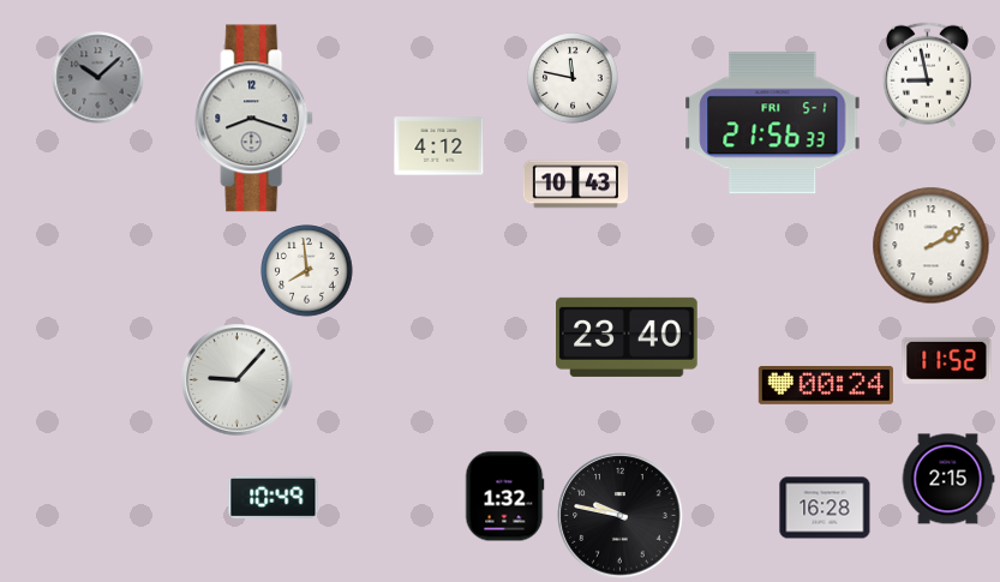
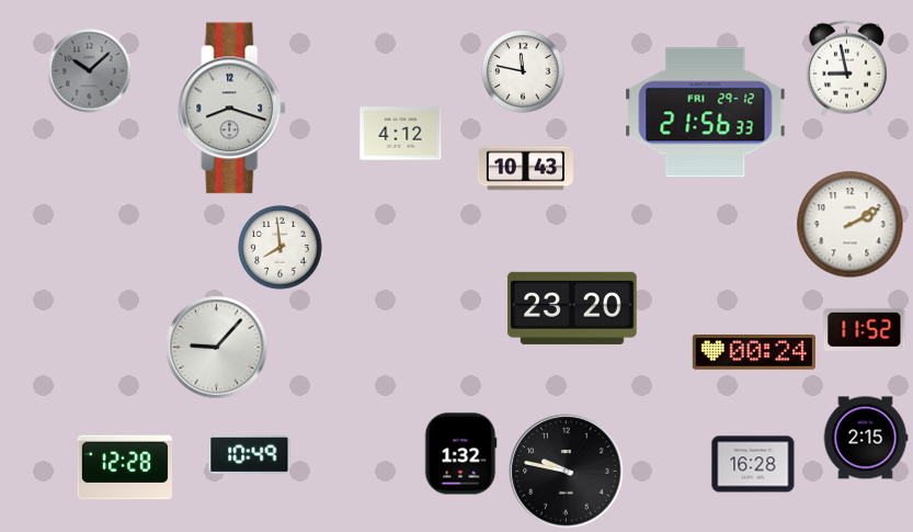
clock at (773, 124) date: FRI 5-1 -> FRI 29-12
clock at (627, 337): 23:40 -> 23:20
clock at (125, 467): none -> 12:28
